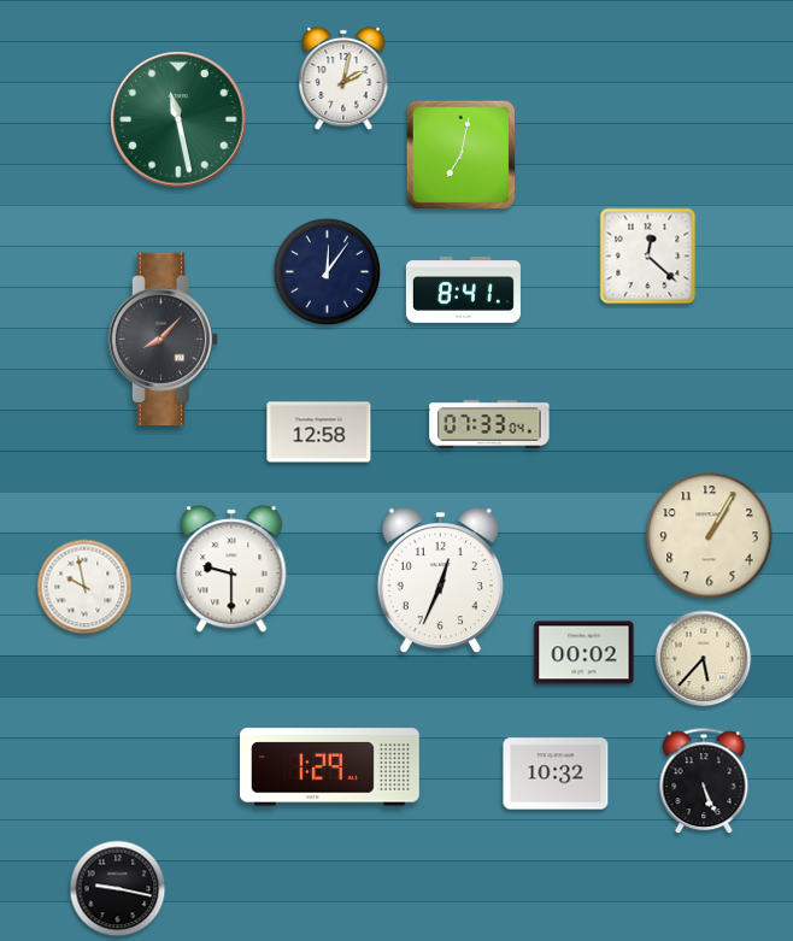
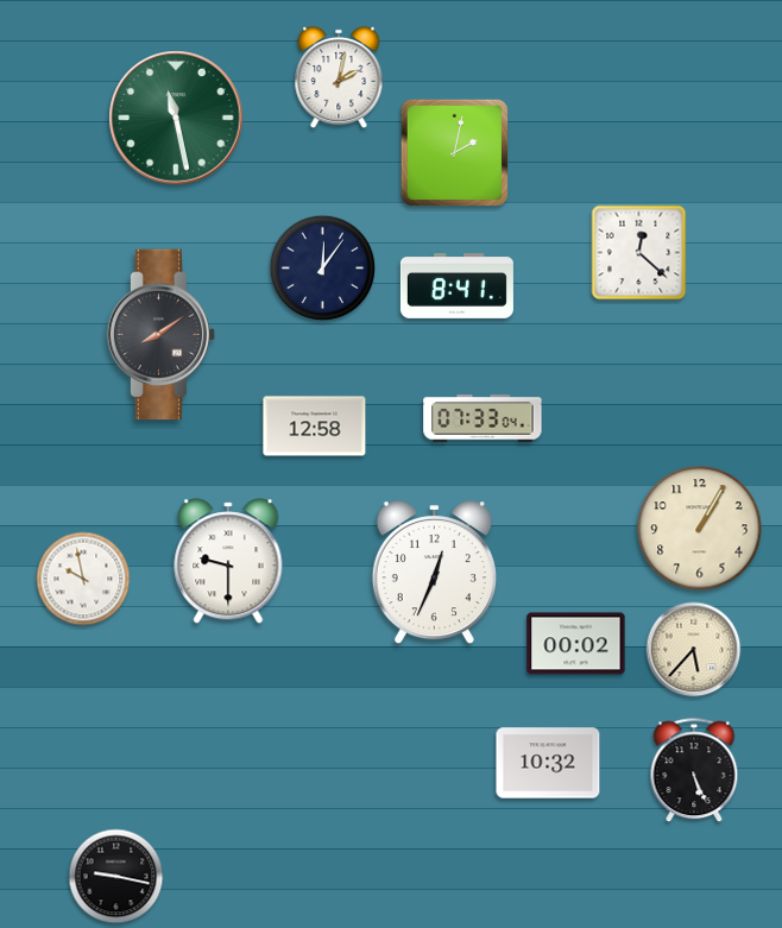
clock at (462, 155): 7:02 -> 2:02
clock at (164, 340): 8:07 -> 8:09
clock at (330, 767): 1:29 -> none
